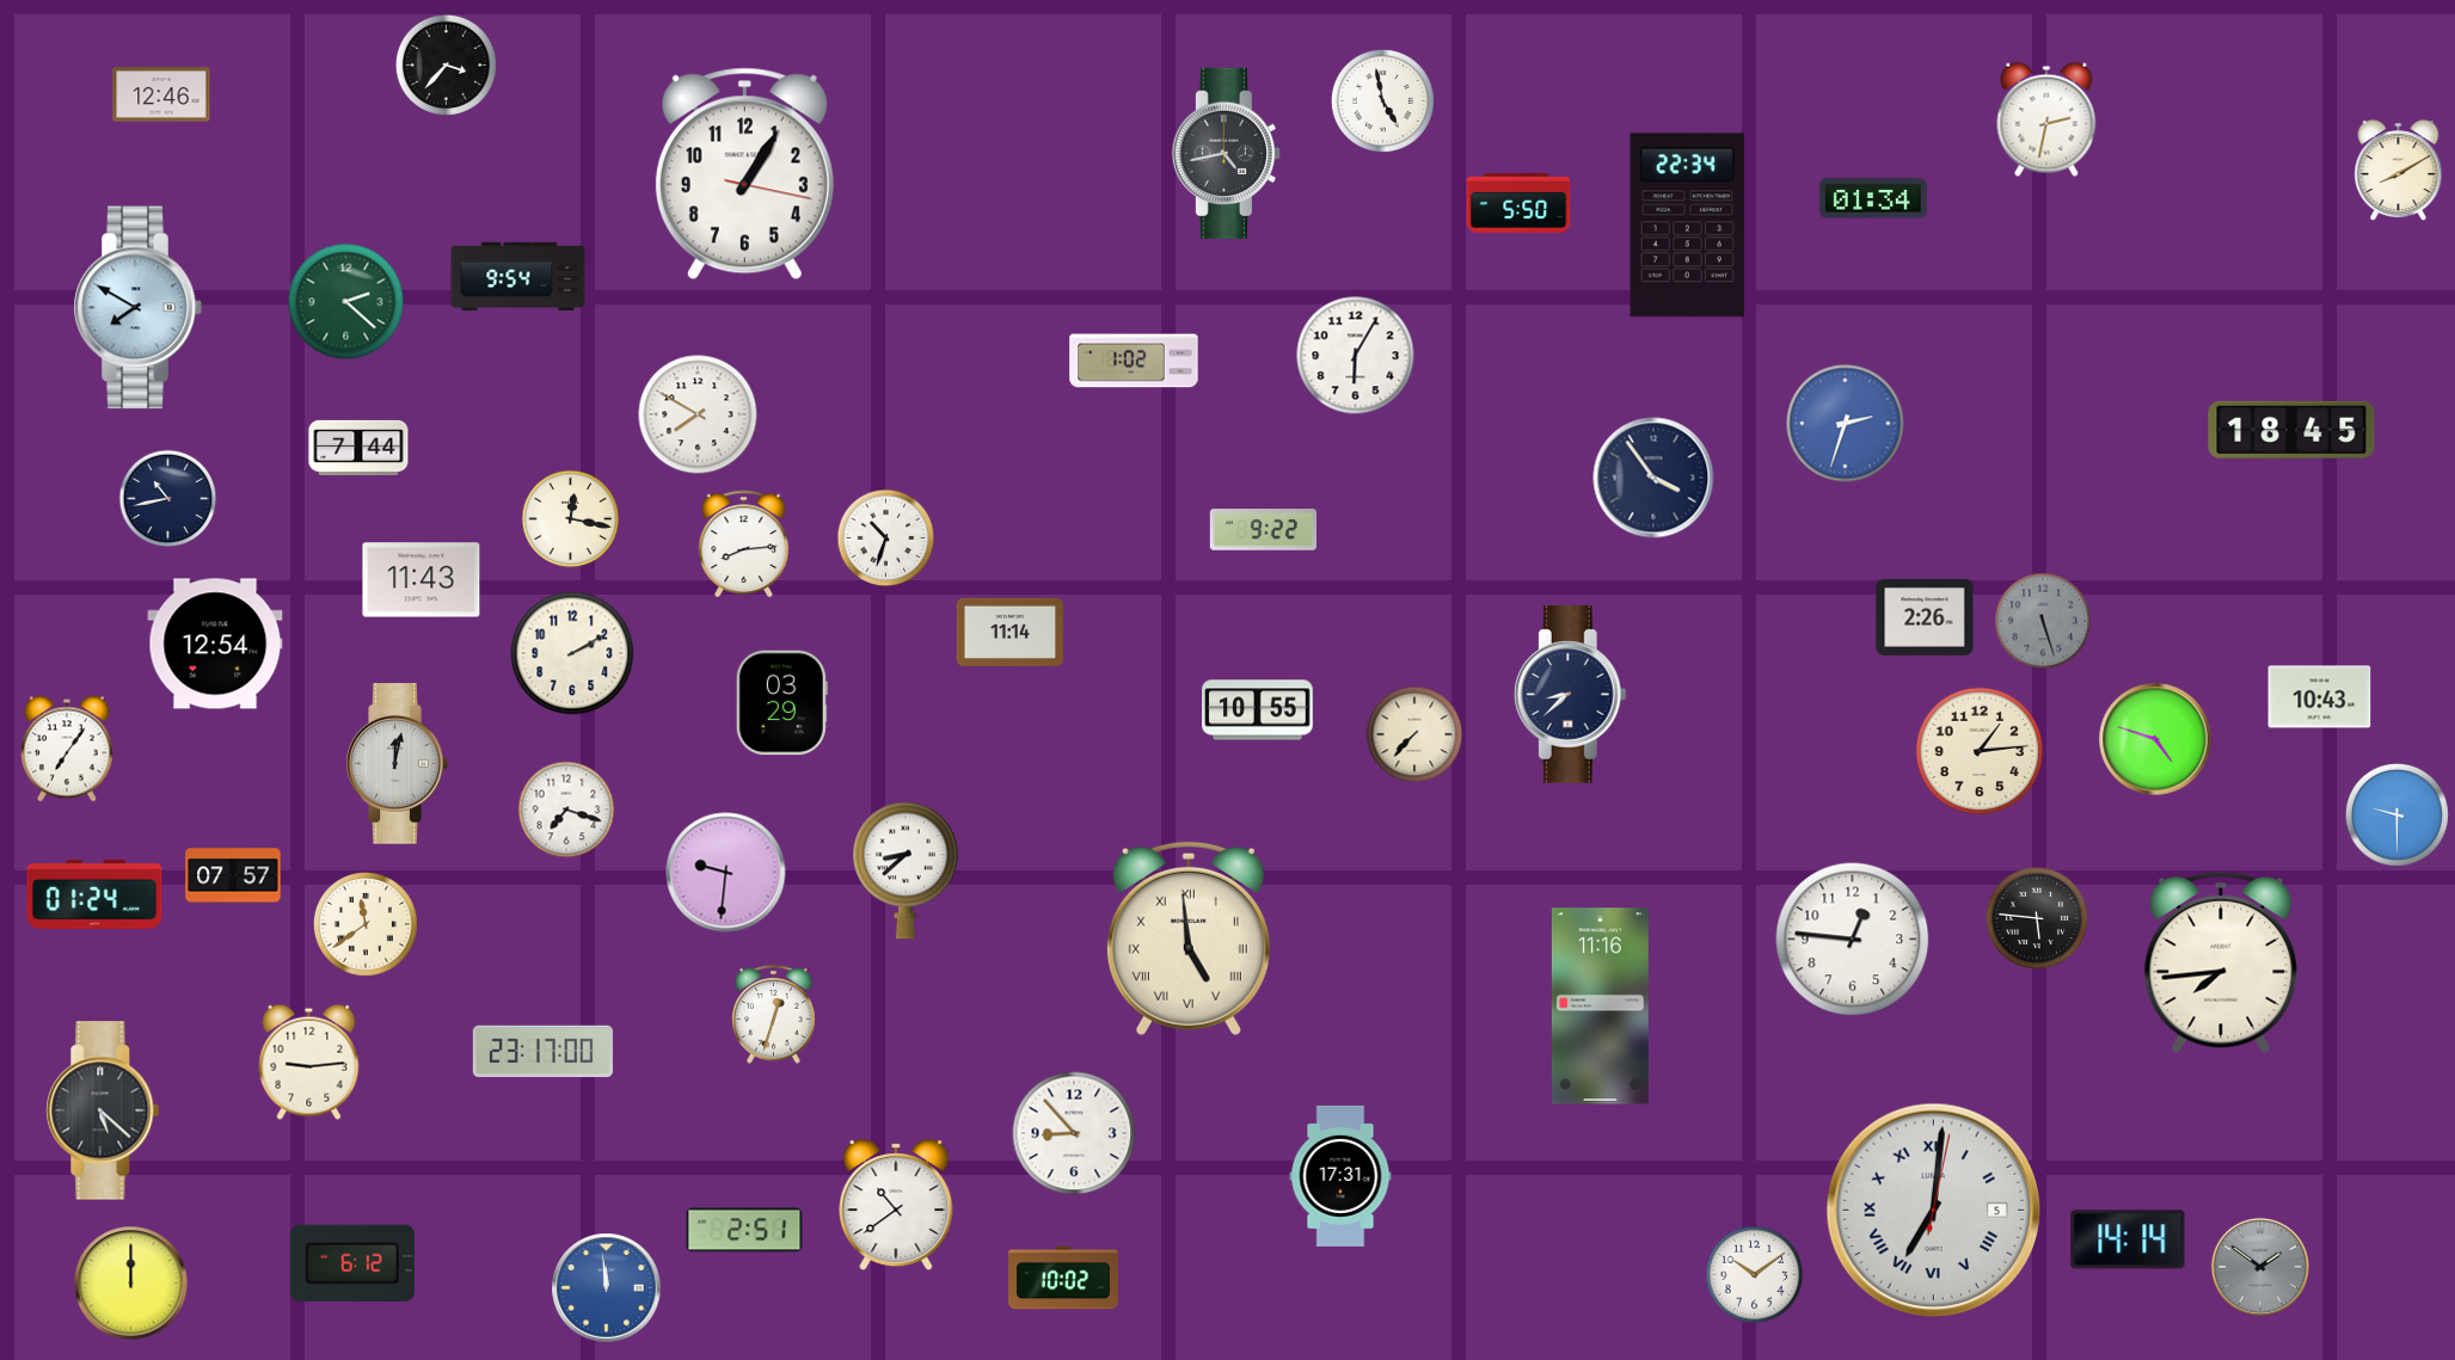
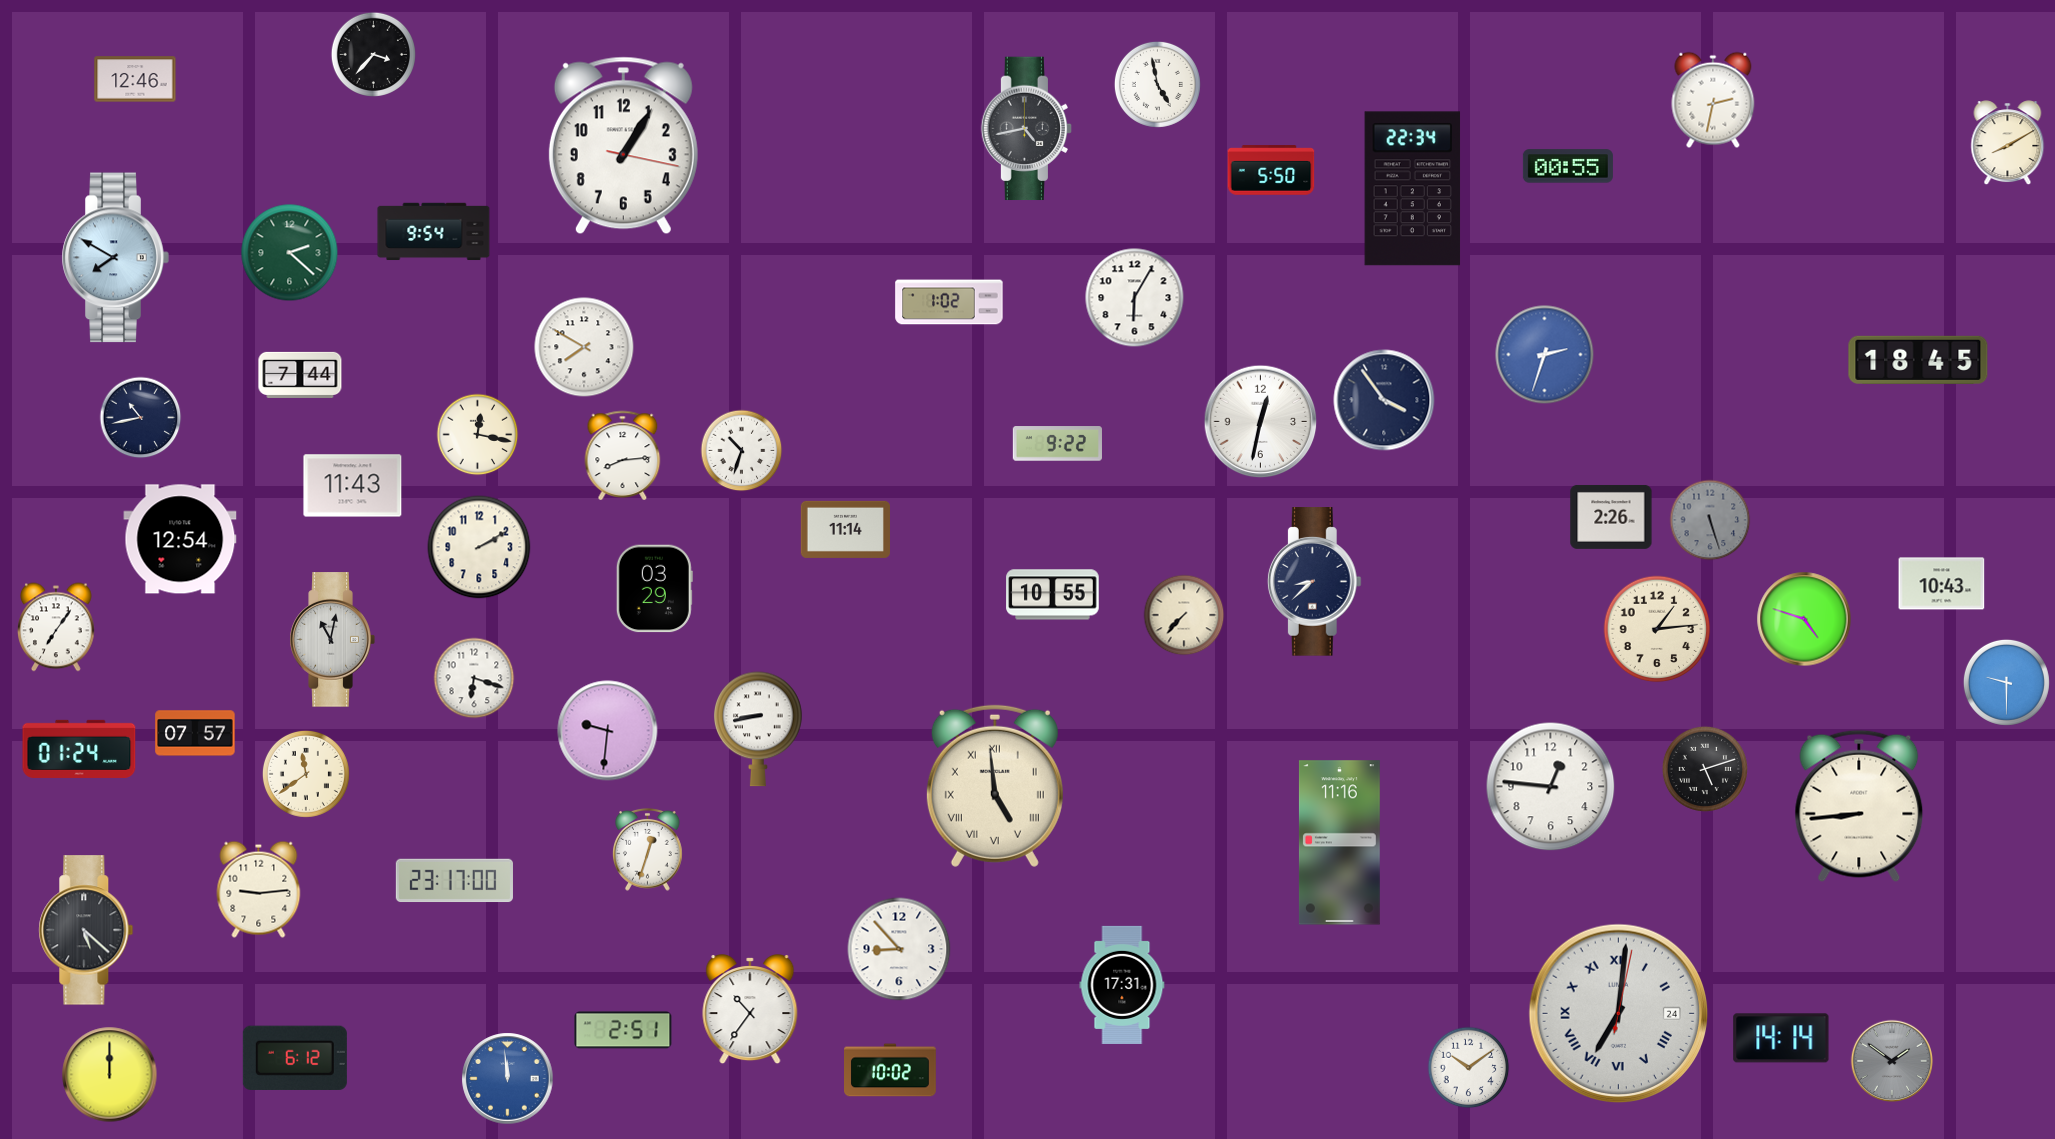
clock at (1873, 198): 01:34 -> 00:55
clock at (1261, 422): none -> 12:32
clock at (397, 764): 12:02 -> 11:02
clock at (566, 810): 7:18 -> 6:18
clock at (907, 870): 8:38 -> 8:43
clock at (2037, 918): 5:46 -> 5:12
clock at (2221, 962): 7:44 -> 8:44
clock at (896, 1206): 10:39 -> 10:36
clock at (1934, 1211) date: 5 -> 24
